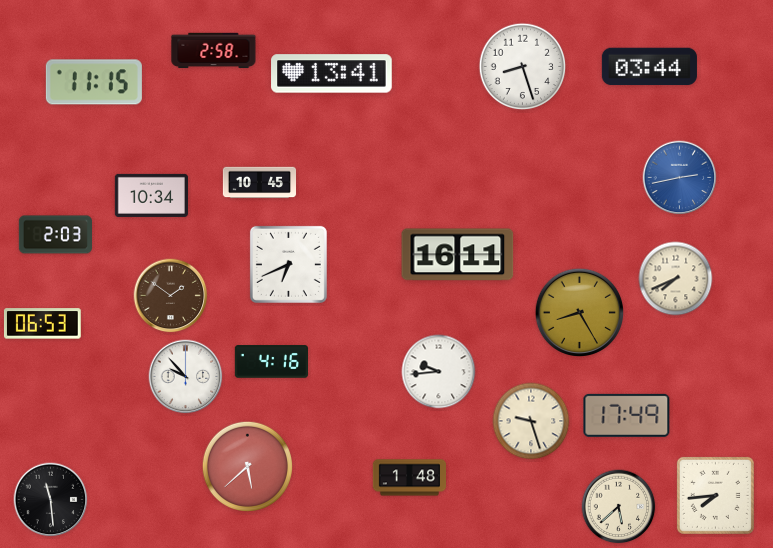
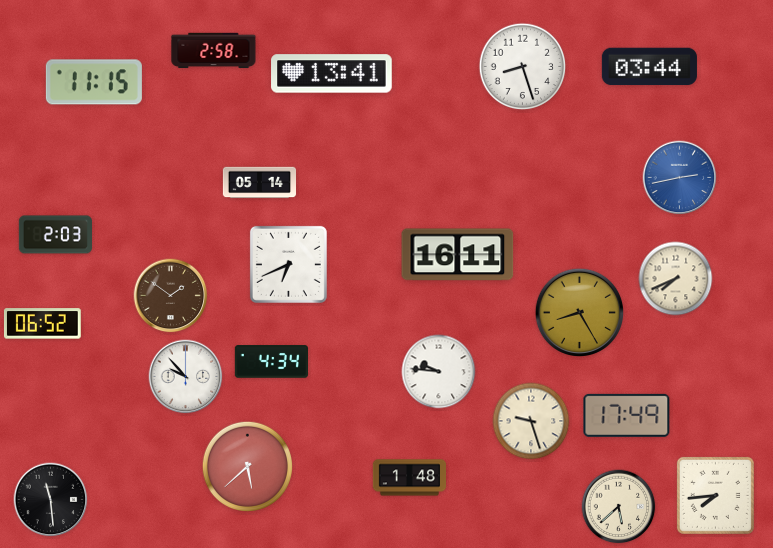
clock at (260, 183): 10:45 -> 05:14
clock at (151, 195): 10:34 -> none
clock at (42, 324): 06:53 -> 06:52
clock at (271, 362): 4:16 -> 4:34
clock at (439, 372): 9:44 -> 9:46
